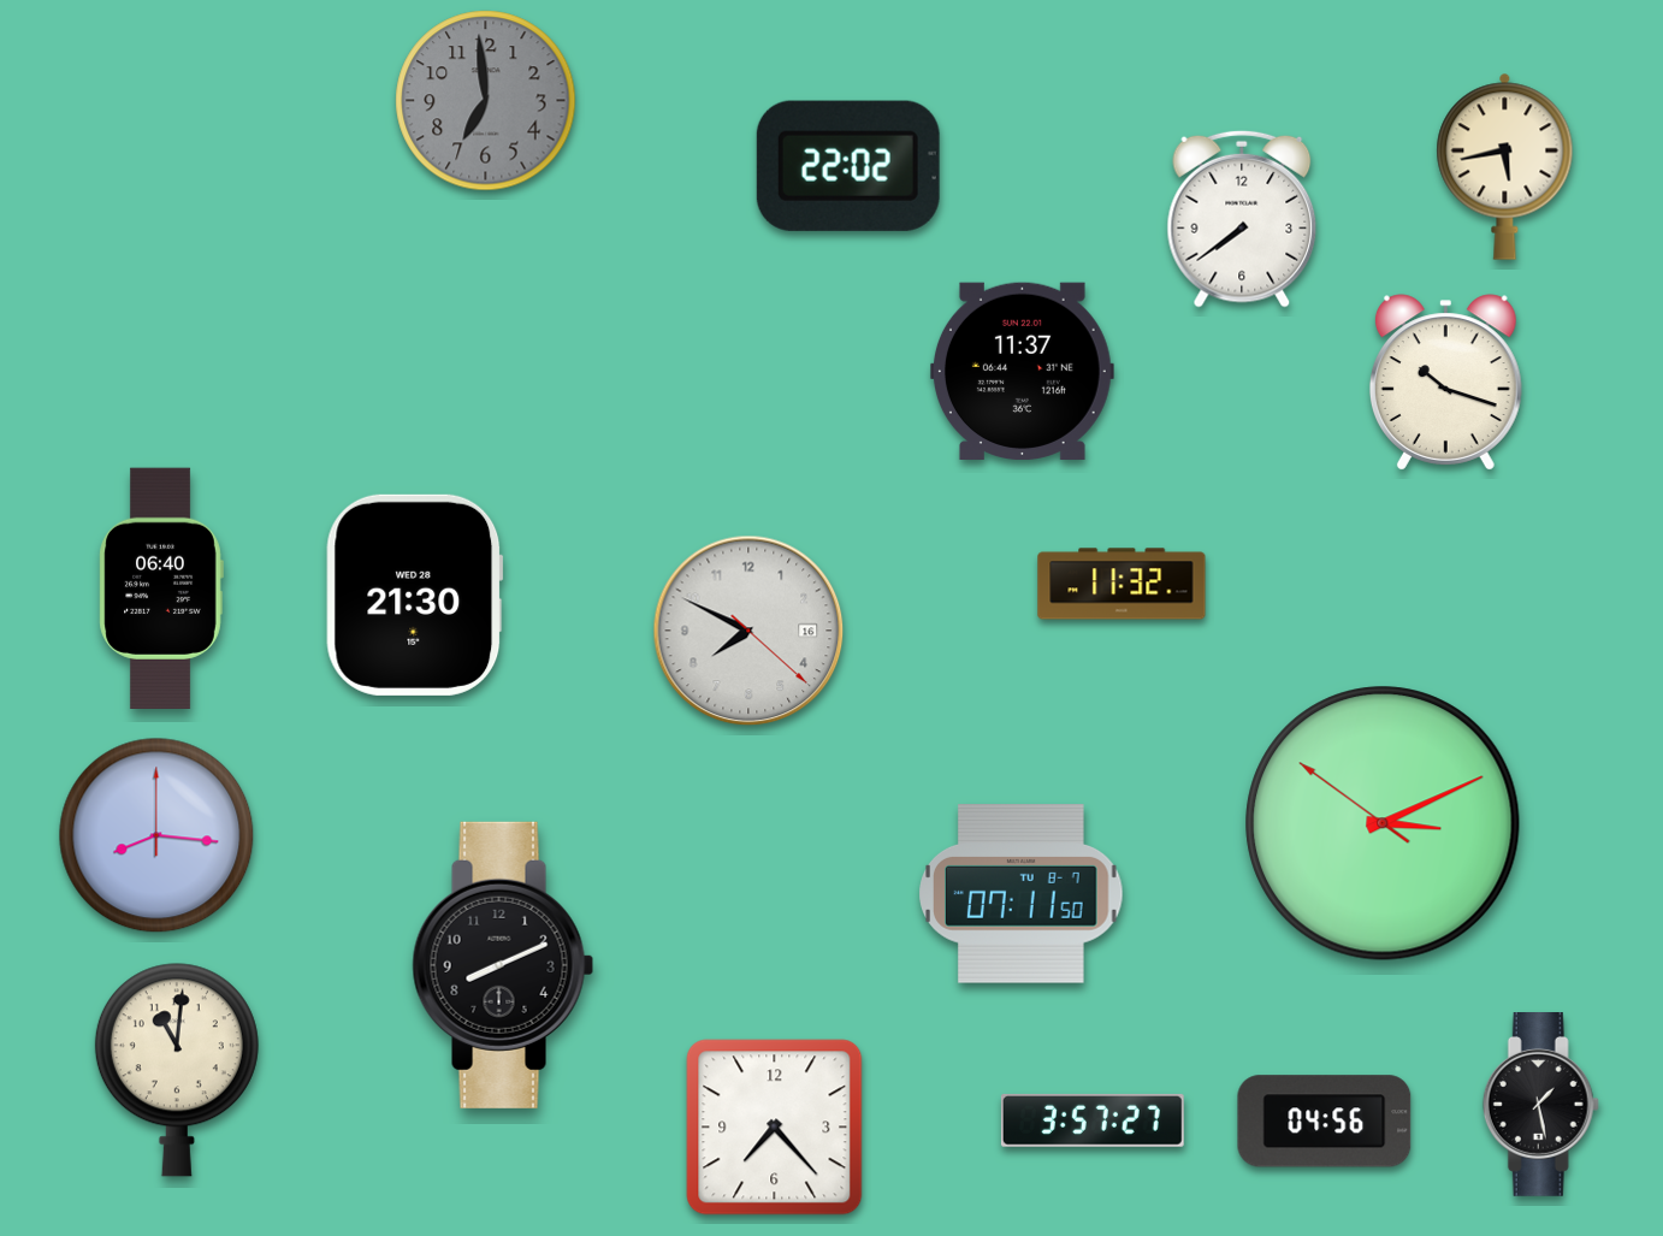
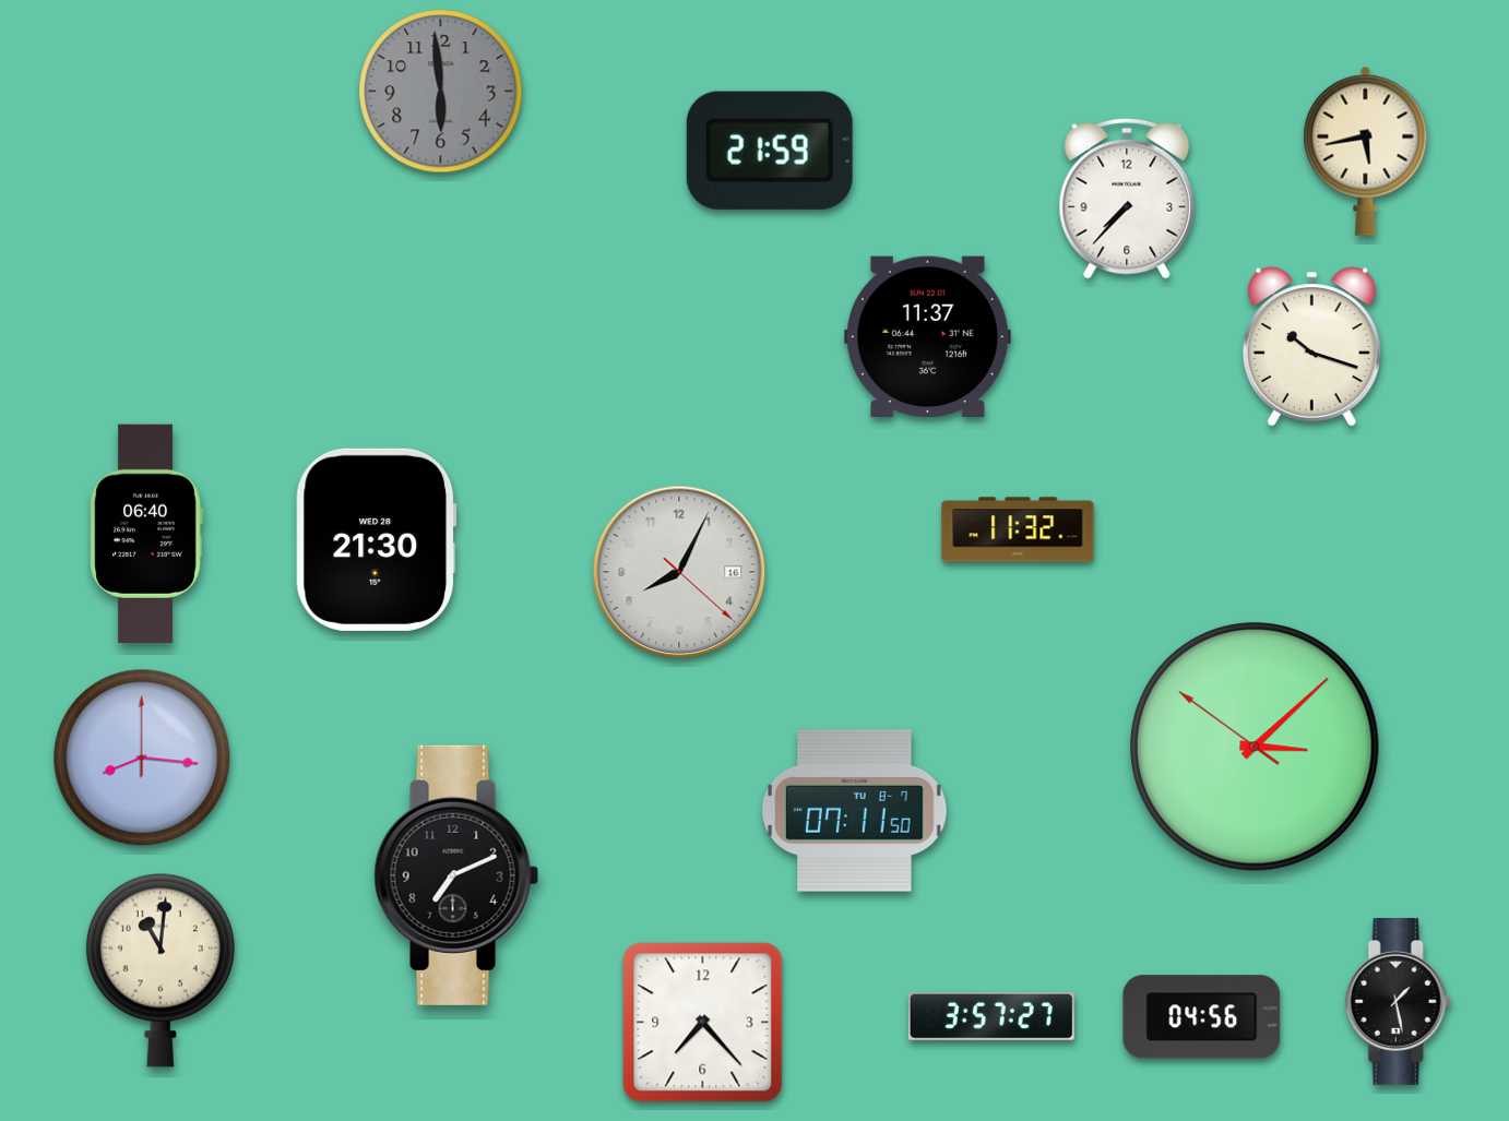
clock at (486, 101): 6:59 -> 5:59
clock at (848, 166): 22:02 -> 21:59
clock at (1242, 219): 7:39 -> 7:37
clock at (748, 631): 7:49 -> 8:04
clock at (1383, 823): 3:10 -> 3:07
clock at (1022, 894) position: (1022, 894) -> (855, 811)
clock at (503, 965): 8:11 -> 7:11
